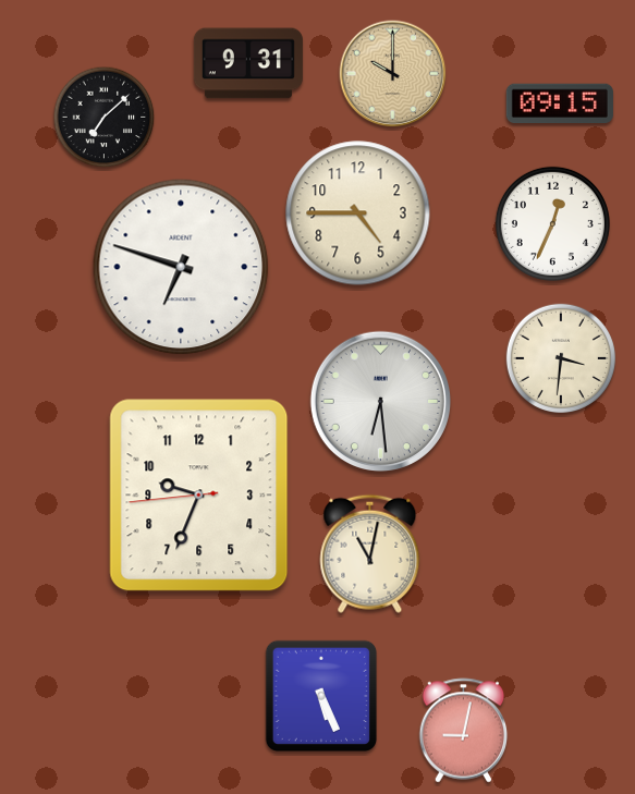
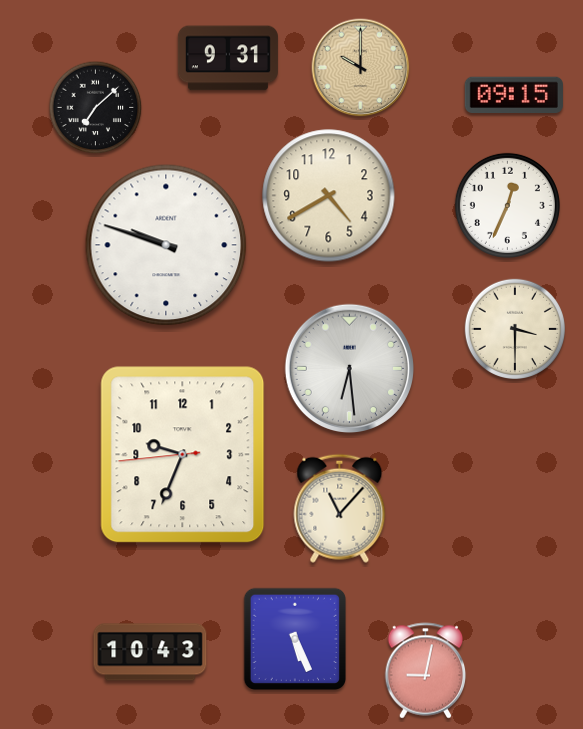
clock at (358, 213): 4:45 -> 4:40
clock at (181, 267): 6:48 -> 9:48
clock at (560, 357): 3:31 -> 3:30
clock at (370, 553): 11:02 -> 11:07
clock at (150, 652): none -> 10:43
